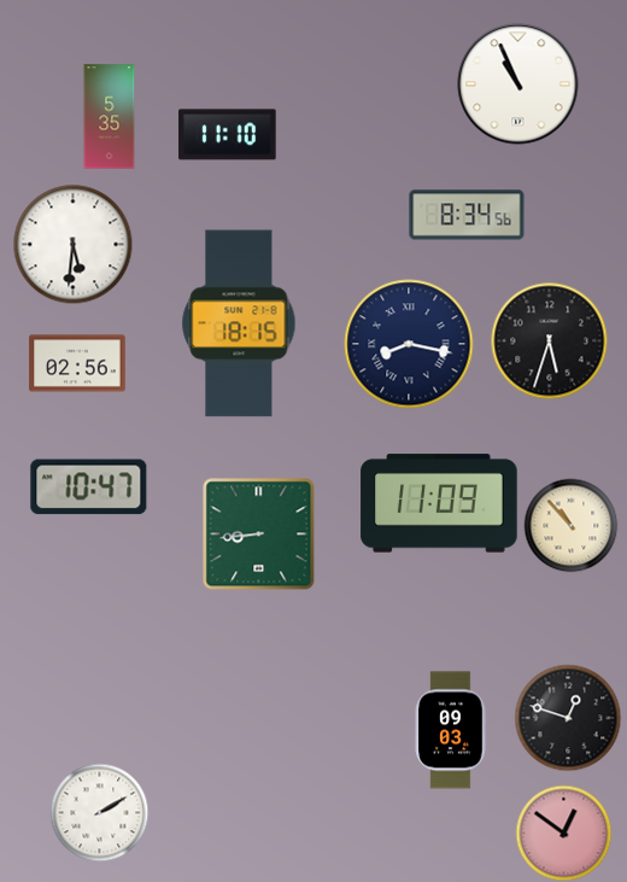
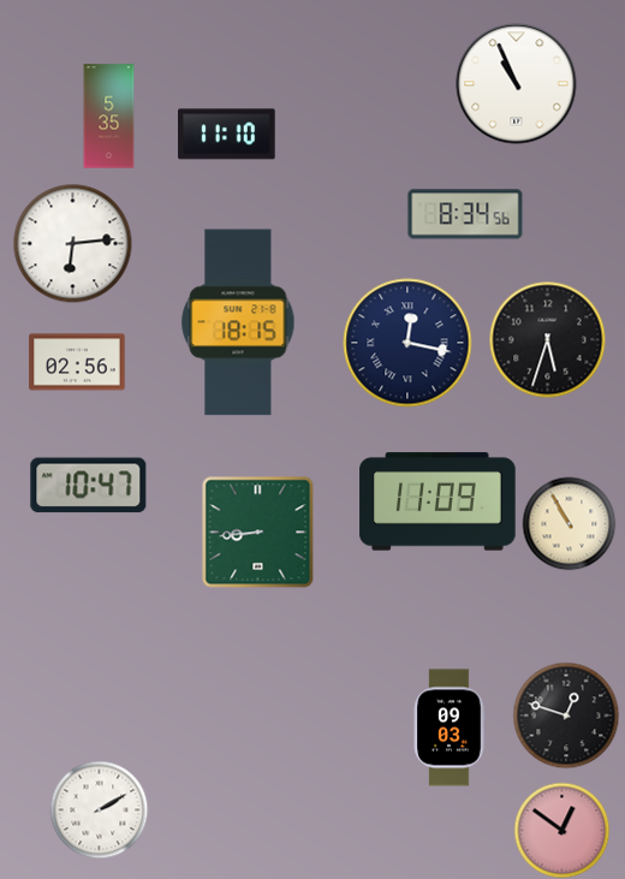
clock at (74, 245): 5:31 -> 6:14
clock at (409, 344): 8:17 -> 12:17
clock at (570, 525): 10:53 -> 10:55
